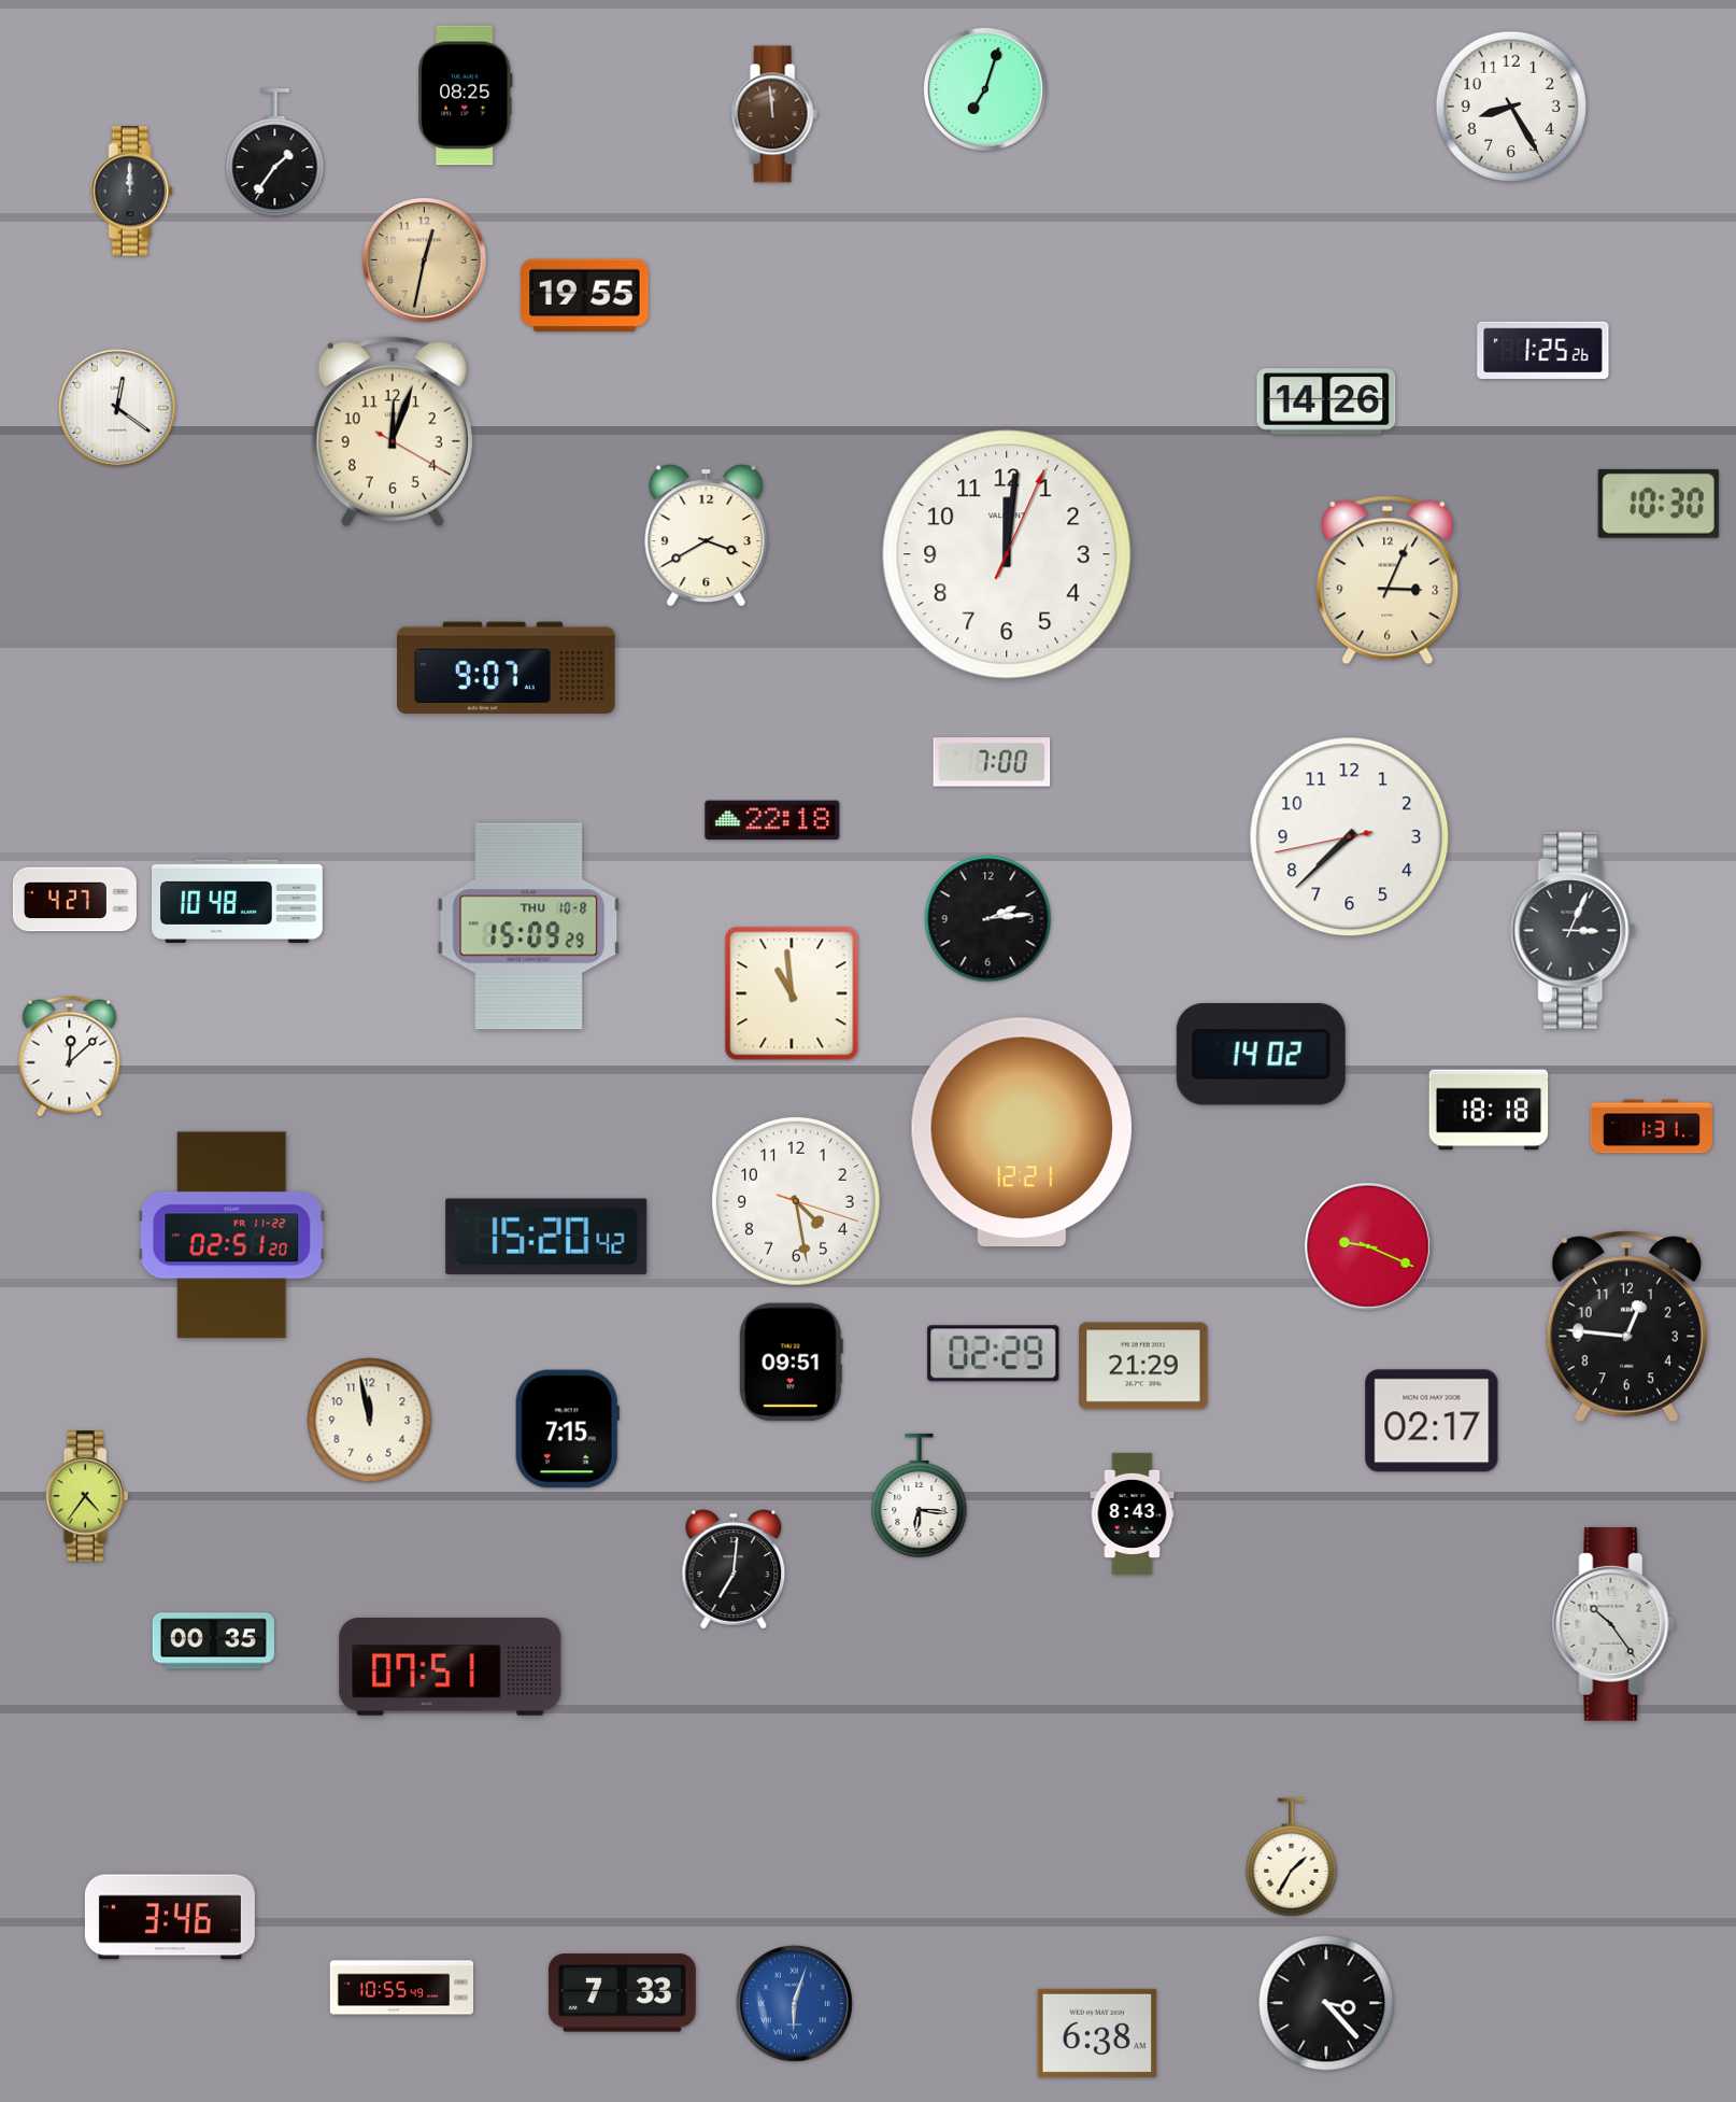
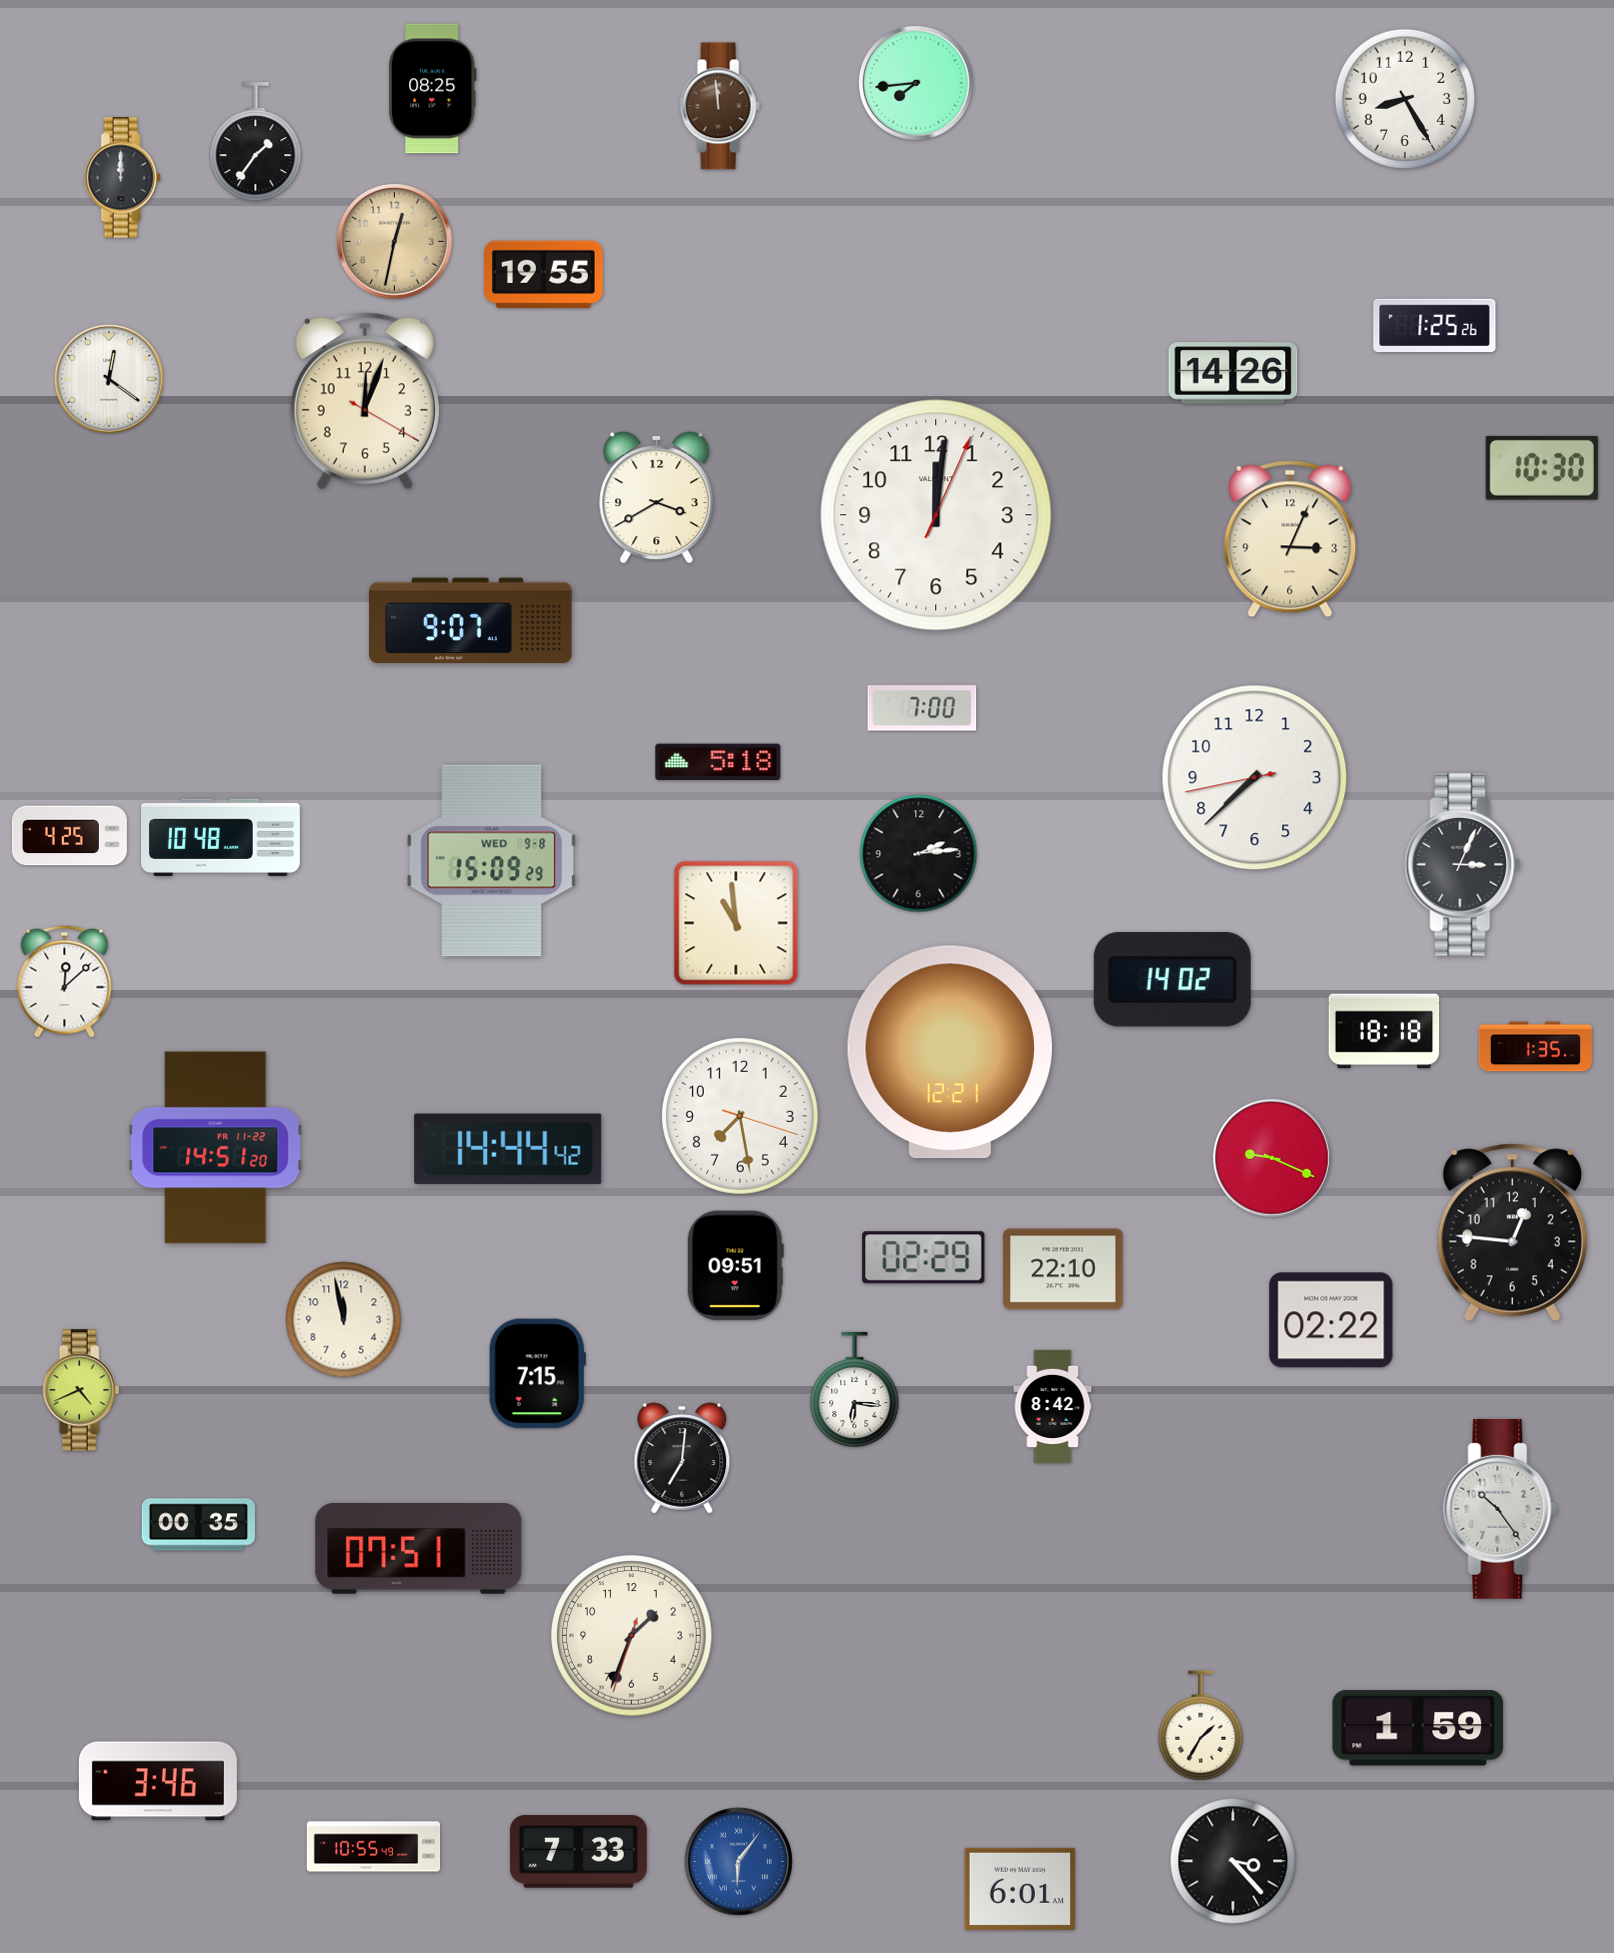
clock at (986, 90): 7:03 -> 7:44
clock at (772, 820): 22:18 -> 5:18
clock at (74, 900): 4:27 -> 4:25
clock at (529, 927) date: THU 10-8 -> WED 9-8
clock at (1651, 1127): 1:31 -> 1:35
clock at (796, 1201): 4:28 -> 7:28
clock at (232, 1236): 02:51 -> 14:51
clock at (546, 1237): 15:20 -> 14:44
clock at (1143, 1366): 21:29 -> 22:10
clock at (1432, 1421): 02:17 -> 02:22
clock at (567, 1429) position: (567, 1429) -> (537, 1374)
clock at (87, 1496): 4:36 -> 4:41
clock at (1133, 1513): 8:43 -> 8:42
clock at (632, 1636): none -> 1:33
clock at (1418, 1728): none -> 1:59
clock at (794, 2003): 6:03 -> 6:06
clock at (1097, 2033): 6:38 -> 6:01
